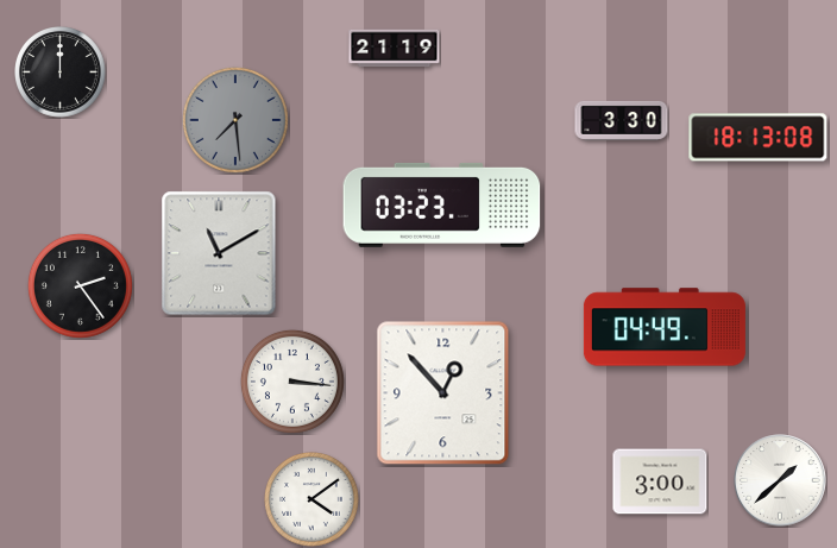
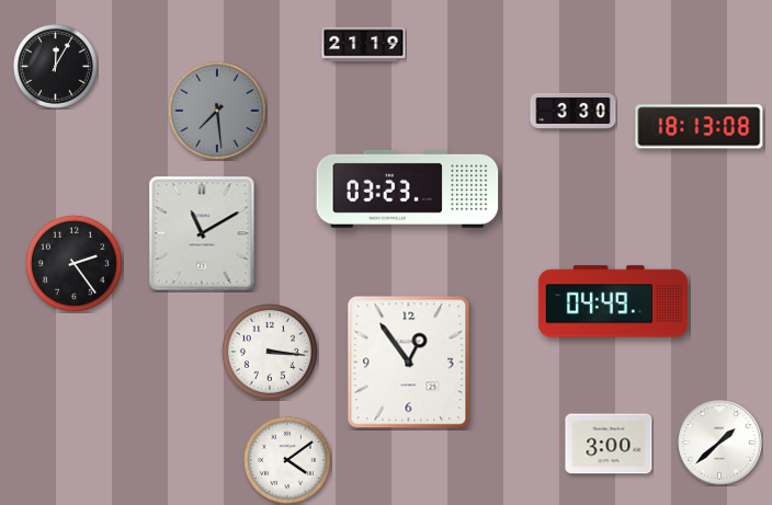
clock at (61, 73): 12:00 -> 12:05
clock at (443, 393): 12:53 -> 12:54
